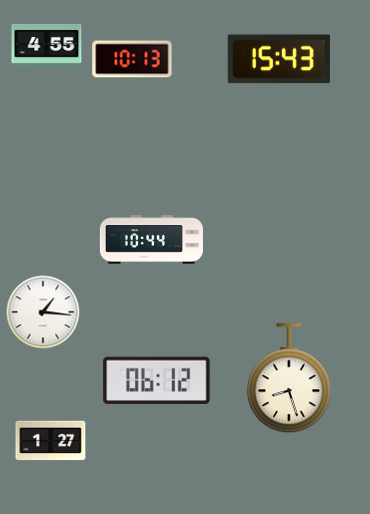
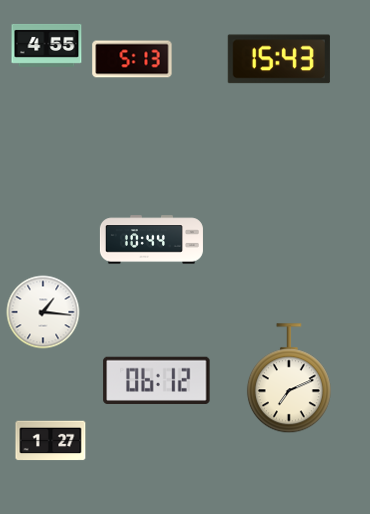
clock at (132, 59): 10:13 -> 5:13
clock at (289, 379): 8:27 -> 7:11
